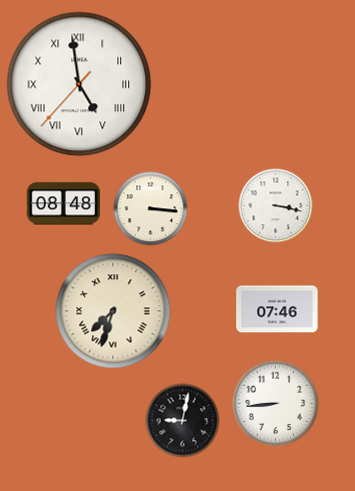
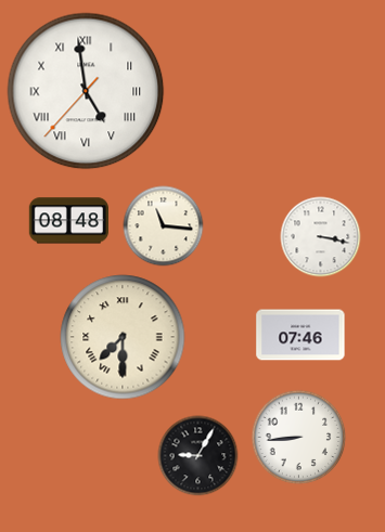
clock at (276, 206) position: (276, 206) -> (321, 237)
clock at (151, 209): 3:16 -> 11:16
clock at (113, 311): 7:33 -> 7:30
clock at (183, 421): 9:02 -> 9:05
